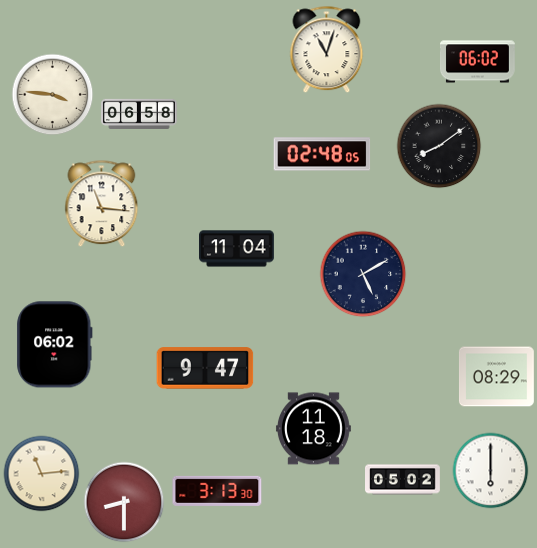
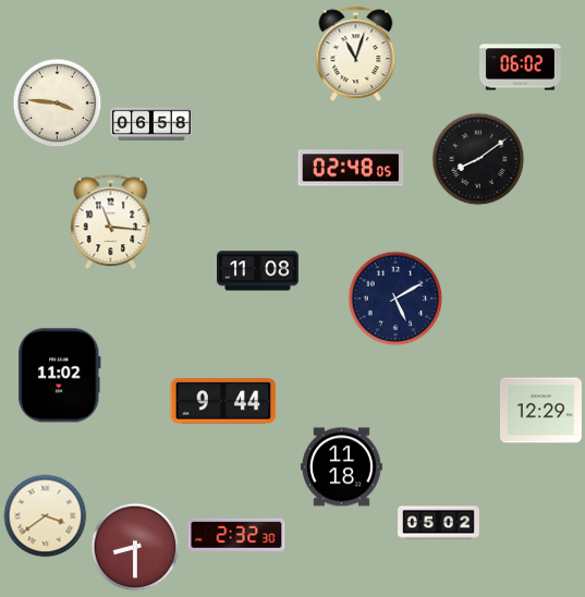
clock at (237, 249): 11:04 -> 11:08
clock at (55, 345): 06:02 -> 11:02
clock at (205, 368): 9:47 -> 9:44
clock at (496, 377): 08:29 -> 12:29
clock at (491, 471): 6:00 -> none
clock at (42, 474): 11:14 -> 3:39
clock at (217, 491): 3:13 -> 2:32
